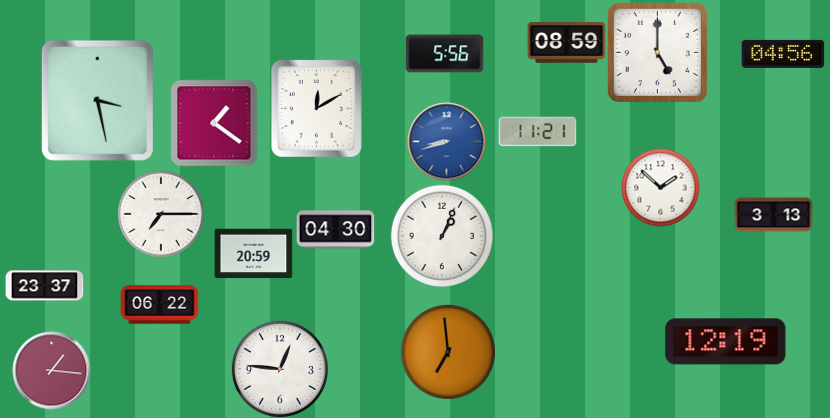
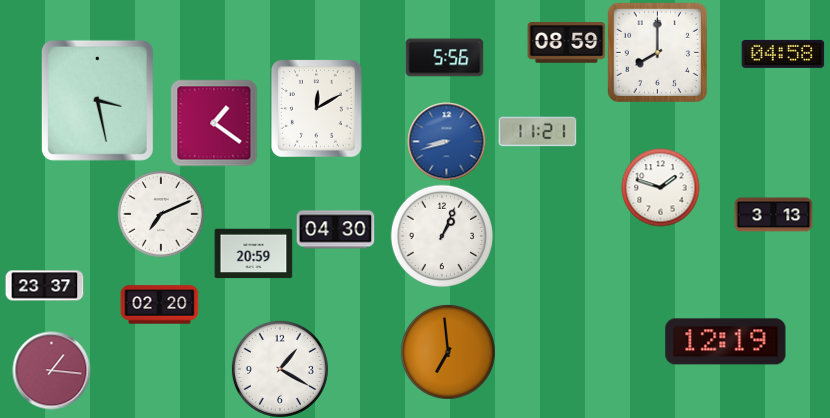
clock at (657, 52): 5:00 -> 8:00
clock at (444, 54) position: (444, 54) -> (444, 58)
clock at (783, 54): 04:56 -> 04:58
clock at (660, 187): 1:52 -> 1:48
clock at (161, 214): 7:15 -> 7:11
clock at (159, 305): 06:22 -> 02:20
clock at (280, 369): 12:46 -> 1:20
